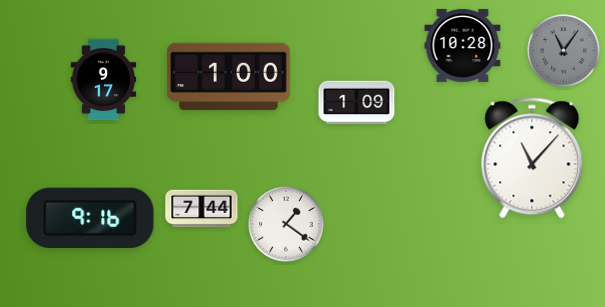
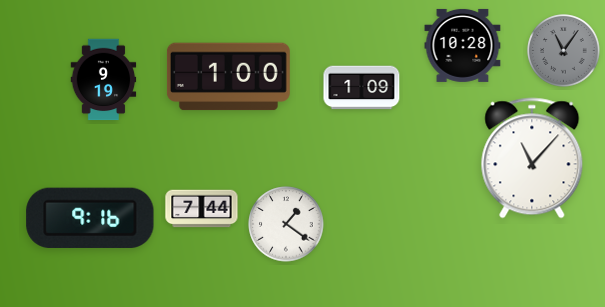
clock at (104, 80): 9:17 -> 9:19
clock at (357, 103) position: (357, 103) -> (362, 88)
